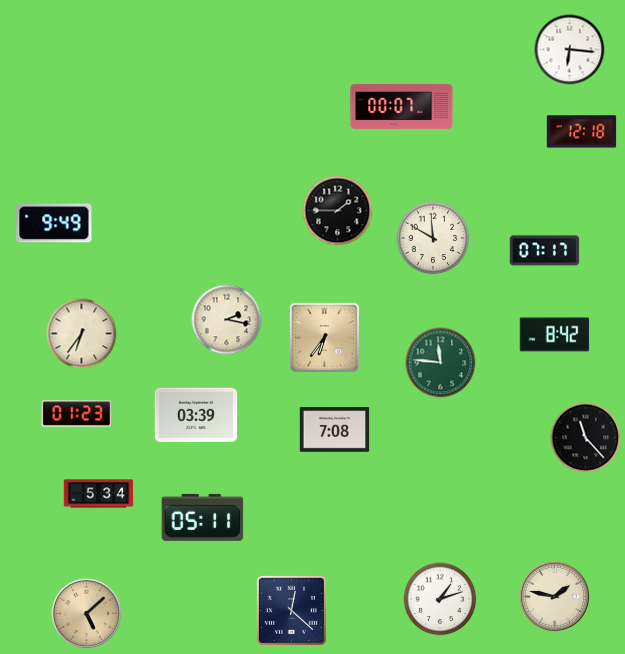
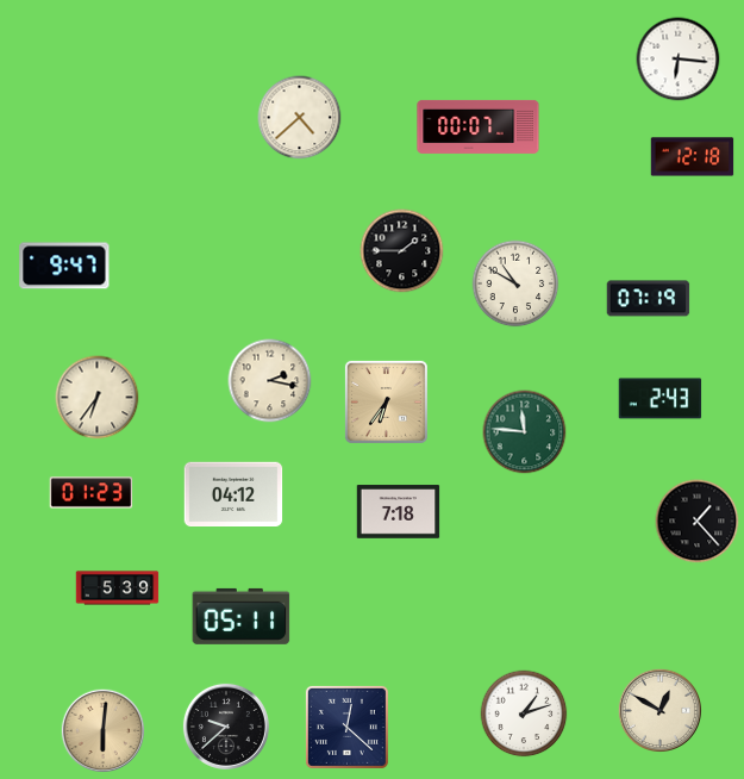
clock at (300, 118): none -> 4:38
clock at (54, 223): 9:49 -> 9:47
clock at (433, 238): 11:50 -> 10:50
clock at (545, 251): 07:17 -> 07:19
clock at (555, 335): 8:42 -> 2:43
clock at (196, 414): 03:39 -> 04:12
clock at (335, 430): 7:08 -> 7:18
clock at (586, 438): 11:23 -> 1:23
clock at (99, 494): 5:34 -> 5:39
clock at (555, 597): 1:47 -> 12:50
clock at (226, 727): none -> 9:38
clock at (87, 614): 5:08 -> 6:01
